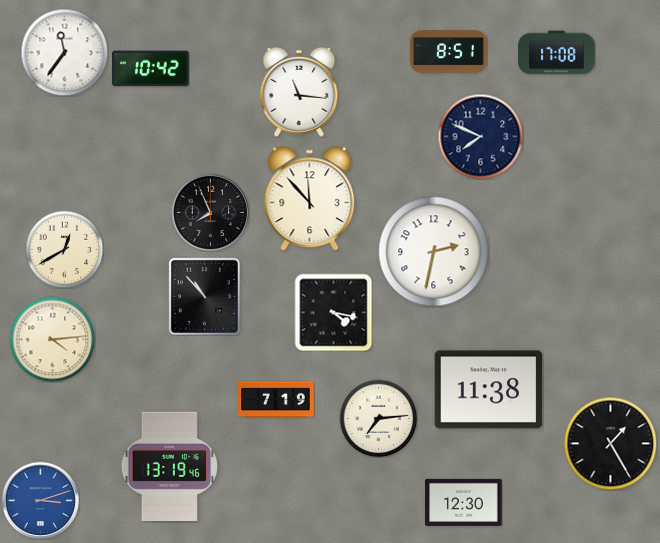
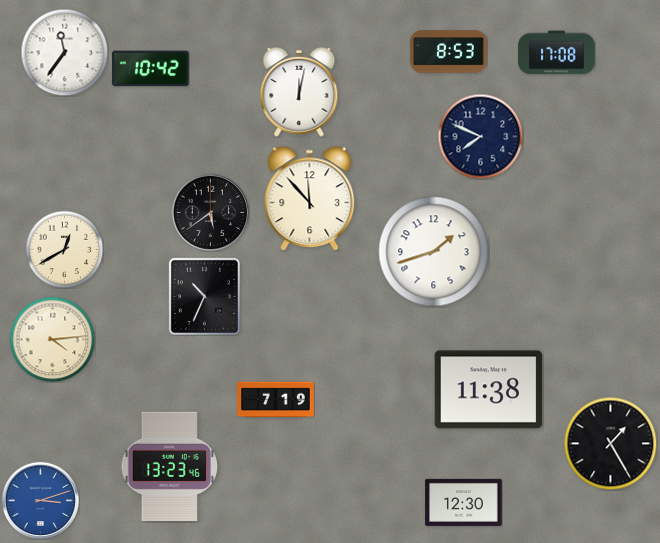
clock at (449, 52): 8:51 -> 8:53
clock at (299, 92): 11:16 -> 12:02
clock at (210, 212): 7:56 -> 5:39
clock at (434, 252): 2:32 -> 1:42
clock at (204, 296): 10:53 -> 10:34
clock at (333, 312): 4:17 -> none
clock at (378, 418): 7:14 -> none
clock at (169, 467): 13:19 -> 13:23
